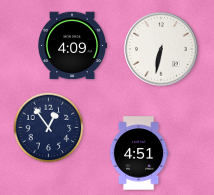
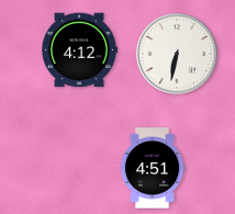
clock at (72, 46): 4:09 -> 4:12
clock at (49, 128): 12:54 -> none
